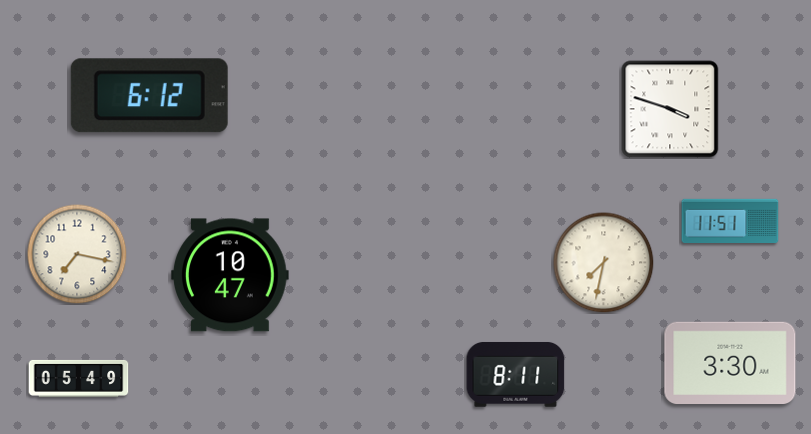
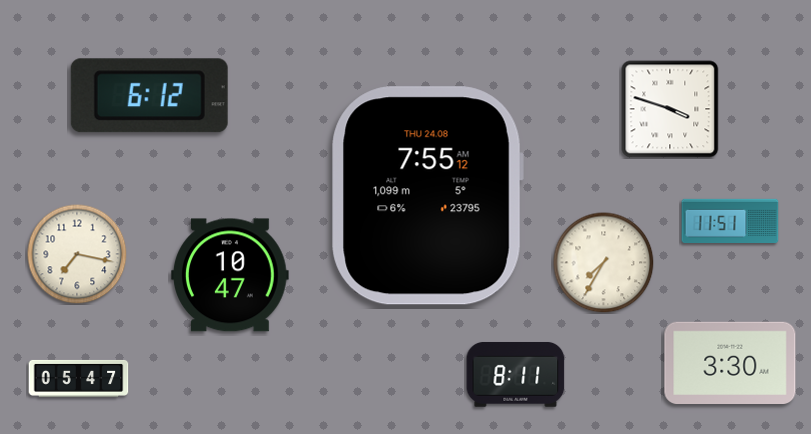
clock at (427, 196): none -> 7:55
clock at (604, 263): 7:32 -> 7:35
clock at (79, 378): 05:49 -> 05:47
